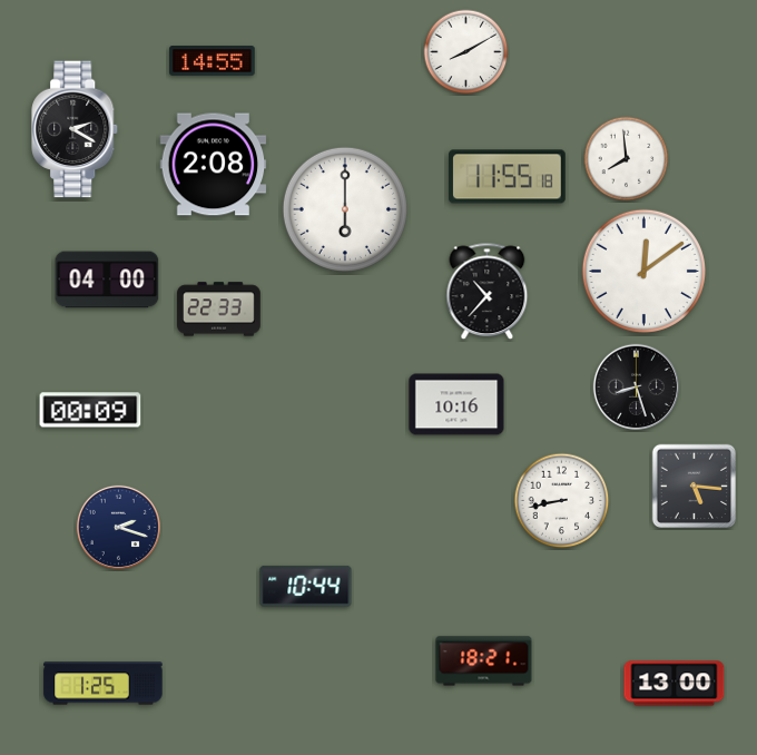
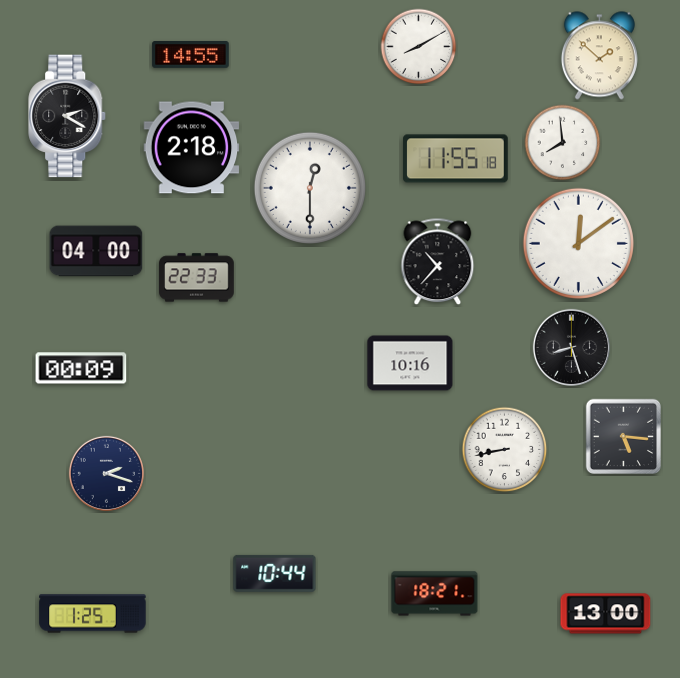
clock at (599, 56): none -> 1:52
clock at (214, 165): 2:08 -> 2:18
clock at (345, 209): 6:00 -> 12:30
clock at (306, 586) position: (306, 586) -> (275, 573)
